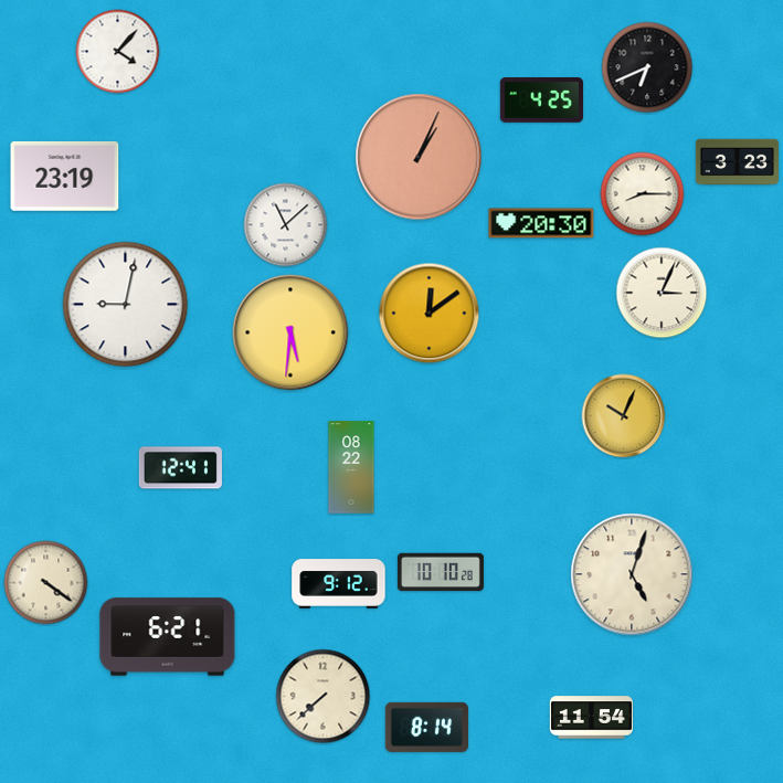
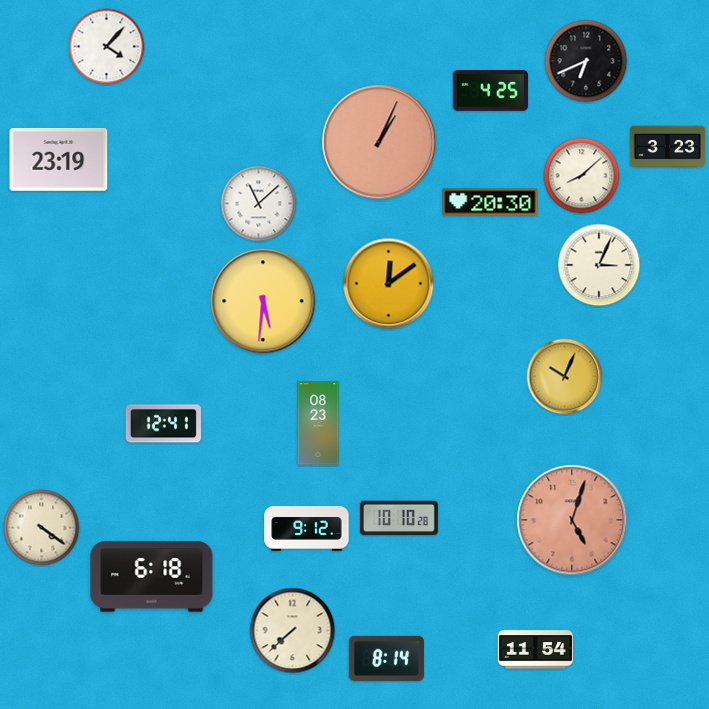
clock at (643, 194): 8:15 -> 8:08
clock at (126, 305): 9:02 -> none
clock at (351, 467): 08:22 -> 08:23
clock at (632, 574) dial: cream -> salmon
clock at (168, 637): 6:21 -> 6:18
